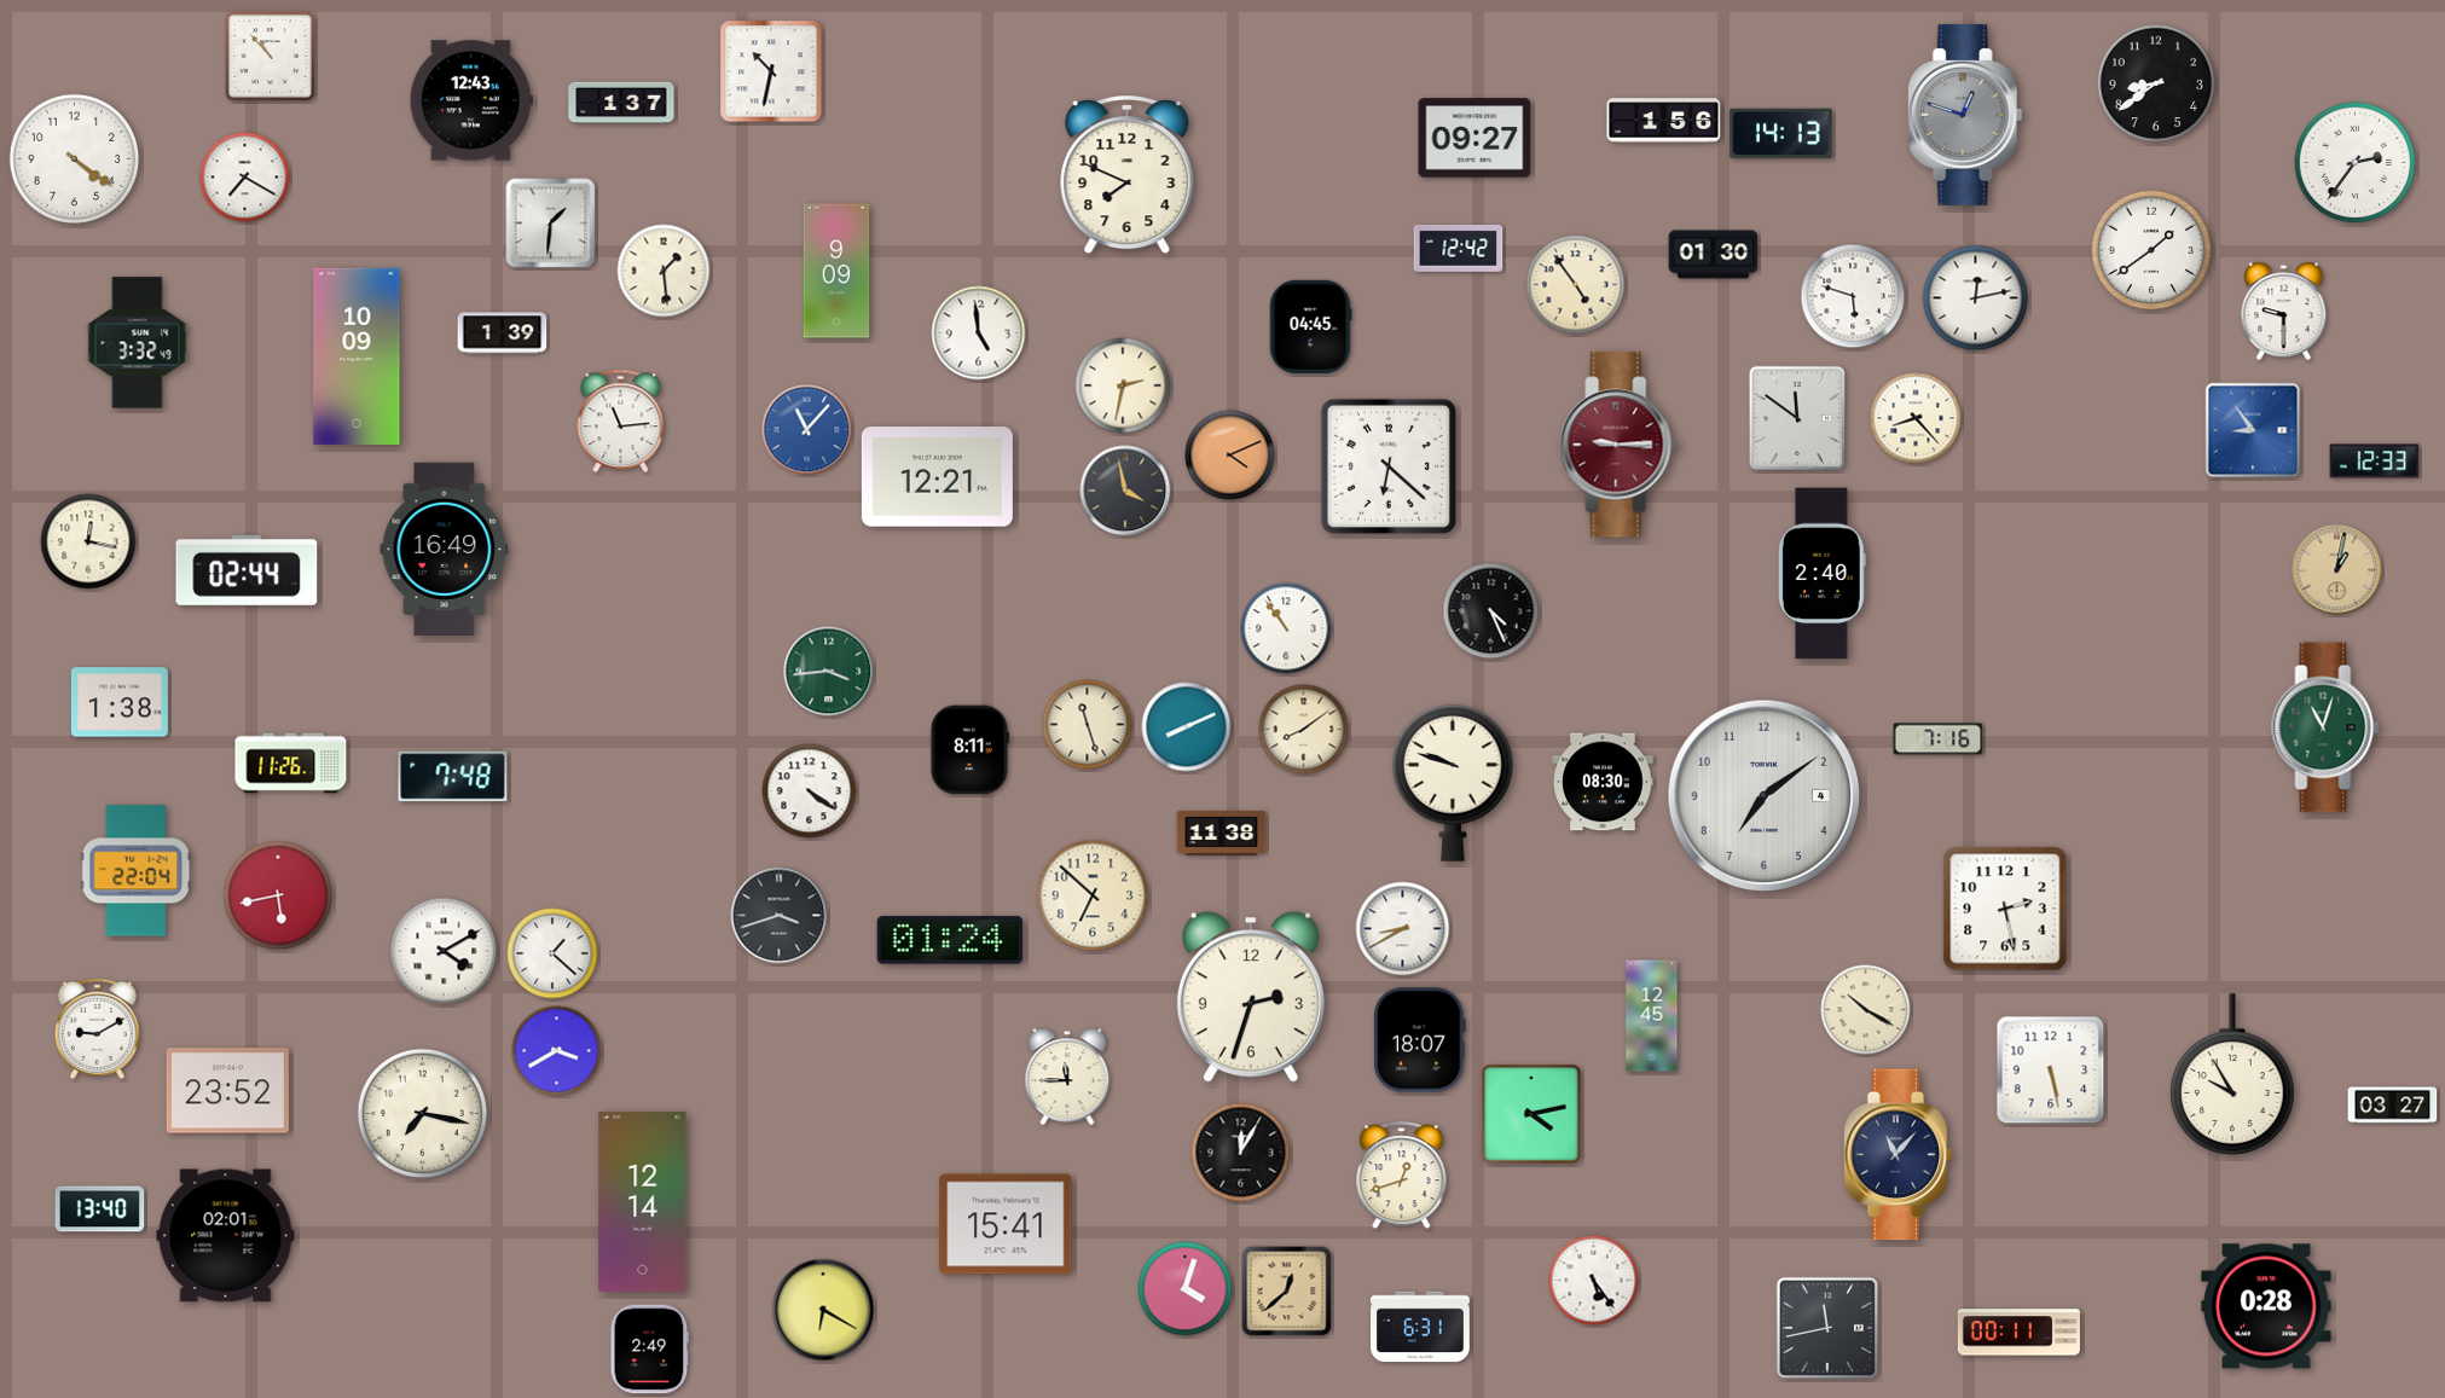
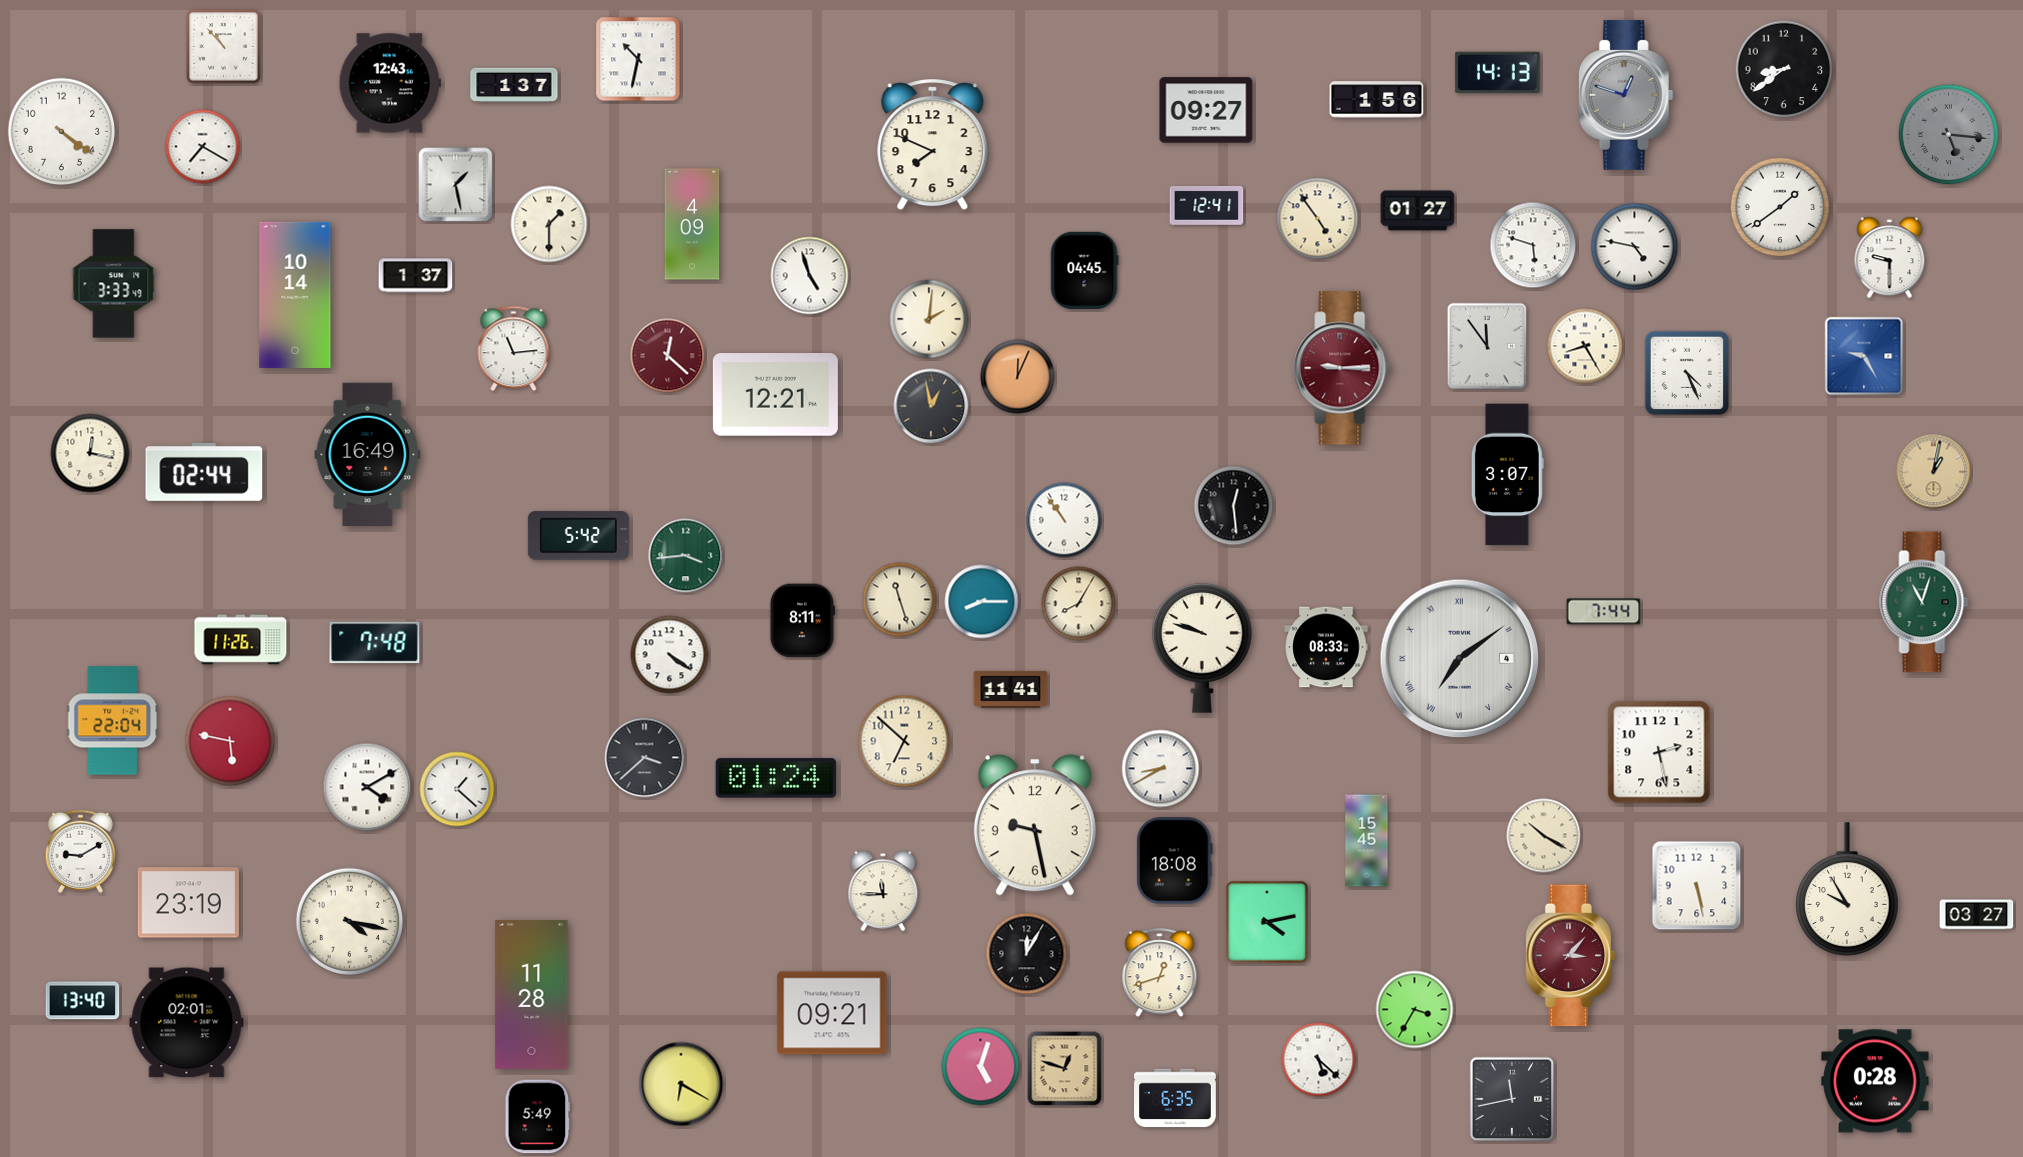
clock at (1781, 134) position: (1781, 134) -> (1498, 73)
clock at (1474, 138) position: (1474, 138) -> (1206, 110)
clock at (2356, 163): 2:36 -> 5:16
clock at (2356, 163) dial: white -> grey
clock at (551, 224): 1:31 -> 1:28
clock at (1459, 248): 12:42 -> 12:41
clock at (1714, 255): 01:30 -> 01:27
clock at (664, 271): 1:29 -> 1:30
clock at (836, 271): 9:09 -> 4:09
clock at (1576, 285) position: (1576, 285) -> (1318, 219)
clock at (1976, 298): 12:13 -> 4:47
clock at (503, 333): 1:39 -> 1:37
clock at (979, 333): 4:59 -> 4:57
clock at (138, 343): 3:32 -> 3:33
clock at (357, 356): 10:09 -> 10:14
clock at (1123, 385): 2:32 -> 2:01
clock at (1796, 417): 11:51 -> 11:54
clock at (1916, 418): 8:23 -> 8:25
clock at (807, 430): 11:07 -> 12:22
clock at (807, 430) dial: blue -> burgundy
clock at (2253, 430): 8:54 -> 9:25
clock at (1618, 445) position: (1618, 445) -> (1342, 368)
clock at (1687, 373): none -> 4:26
clock at (1230, 456): 4:11 -> 12:04
clock at (2375, 462): 12:33 -> none
clock at (1389, 466): 6:22 -> none
clock at (1125, 491): 3:58 -> 12:58
clock at (88, 541) position: (88, 541) -> (90, 453)
clock at (1821, 574): 2:40 -> 3:07
clock at (1491, 611): 4:26 -> 12:29
clock at (578, 536): none -> 5:42
clock at (120, 702): 1:38 -> none
clock at (1187, 727): 8:11 -> 8:15
clock at (1304, 730): 8:09 -> 8:05
clock at (1939, 739): 7:16 -> 7:44
clock at (291, 764) position: (291, 764) -> (241, 640)
clock at (1603, 782): 08:30 -> 08:33
clock at (1765, 796) numerals: Arabic -> Roman
clock at (1222, 833): 11:38 -> 11:41
clock at (278, 895): 5:43 -> 5:47
clock at (780, 916): 3:42 -> 3:38
clock at (950, 940) position: (950, 940) -> (776, 778)
clock at (1251, 997): 2:33 -> 9:28
clock at (1652, 1016): 12:45 -> 15:45
clock at (1419, 1040): 18:07 -> 18:08
clock at (557, 1051): 3:40 -> none
clock at (227, 1091): 23:52 -> 23:19
clock at (2393, 1106) position: (2393, 1106) -> (1977, 915)
clock at (422, 1113): 7:17 -> 4:17
clock at (1899, 1155): 11:07 -> 3:07
clock at (1899, 1155) dial: navy -> burgundy
clock at (643, 1201): 12:14 -> 11:28
clock at (1415, 1010): none -> 3:35
clock at (1006, 1224): 15:41 -> 09:21
clock at (1594, 1281): 5:24 -> 5:22
clock at (1186, 1289): 4:03 -> 5:03
clock at (1287, 1292): 12:38 -> 12:48
clock at (1420, 1327): 6:31 -> 6:35
clock at (2018, 1333): 00:11 -> none
clock at (650, 1350): 2:49 -> 5:49
